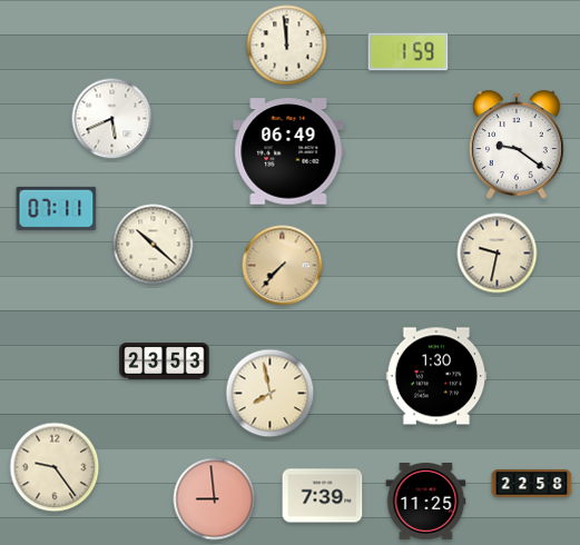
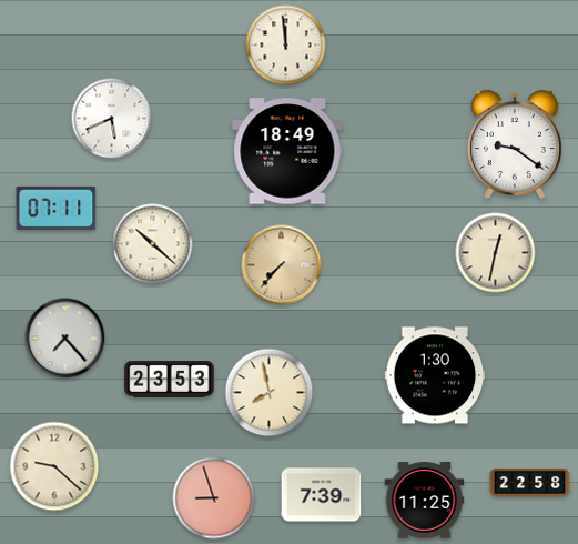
clock at (409, 52): 1:59 -> none
clock at (288, 151): 06:49 -> 18:49
clock at (498, 254): 9:32 -> 12:32
clock at (65, 339): none -> 7:23
clock at (165, 361) position: (165, 361) -> (170, 380)
clock at (55, 467): 9:24 -> 9:22
clock at (215, 499): 8:59 -> 8:57
